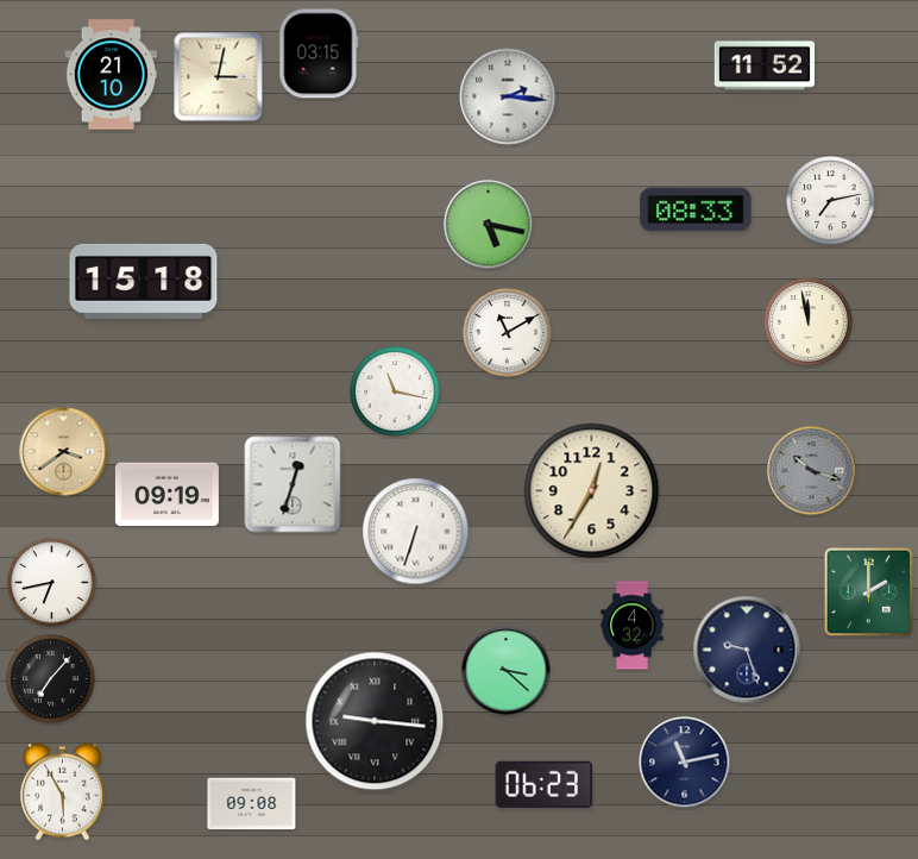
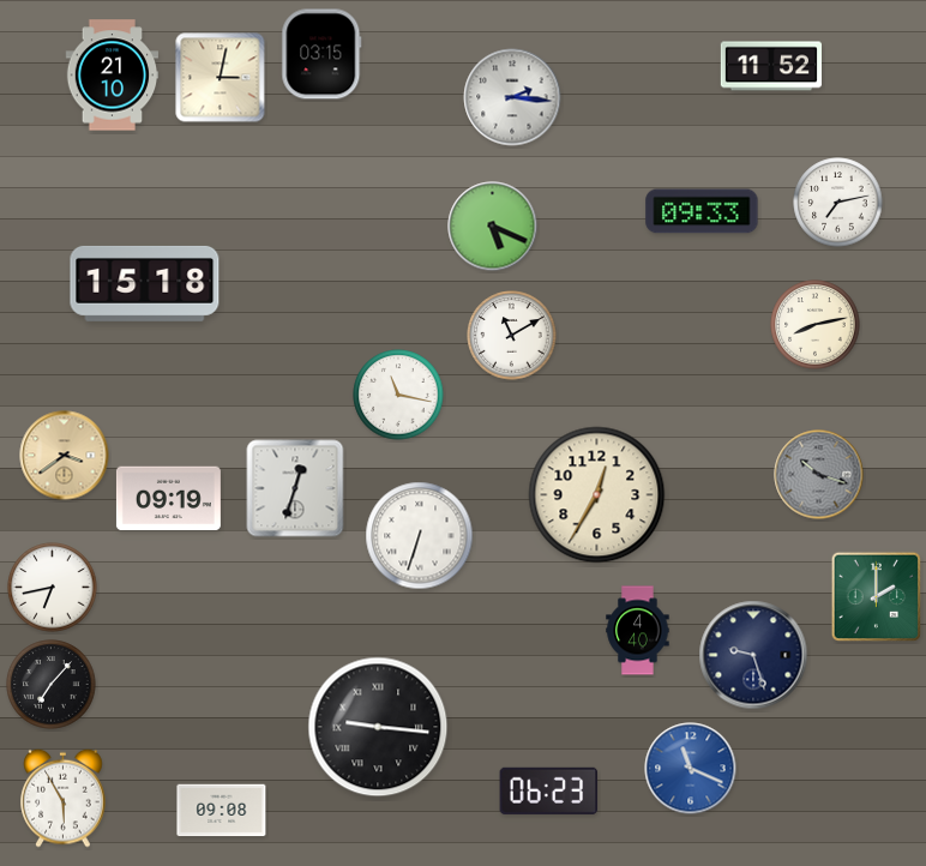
clock at (696, 209): 08:33 -> 09:33
clock at (489, 225): 5:17 -> 5:19
clock at (809, 322): 11:58 -> 8:13
clock at (633, 626): 4:32 -> 4:40
clock at (507, 671): 3:22 -> none
clock at (685, 763): 11:13 -> 11:19
clock at (685, 763) dial: navy -> blue
clock at (252, 804) position: (252, 804) -> (222, 811)
